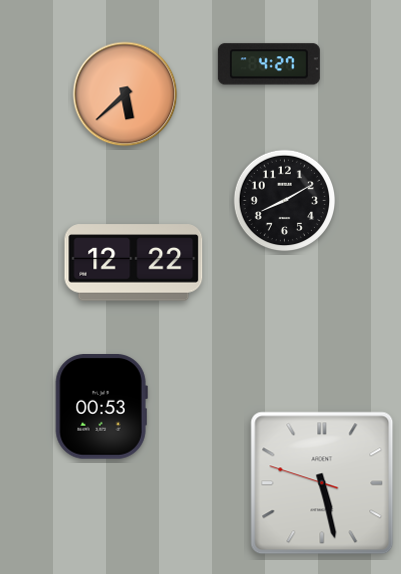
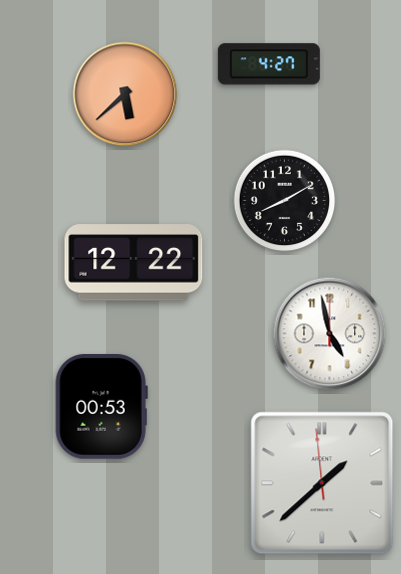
clock at (330, 334): none -> 4:58
clock at (322, 483): 5:27 -> 1:37
